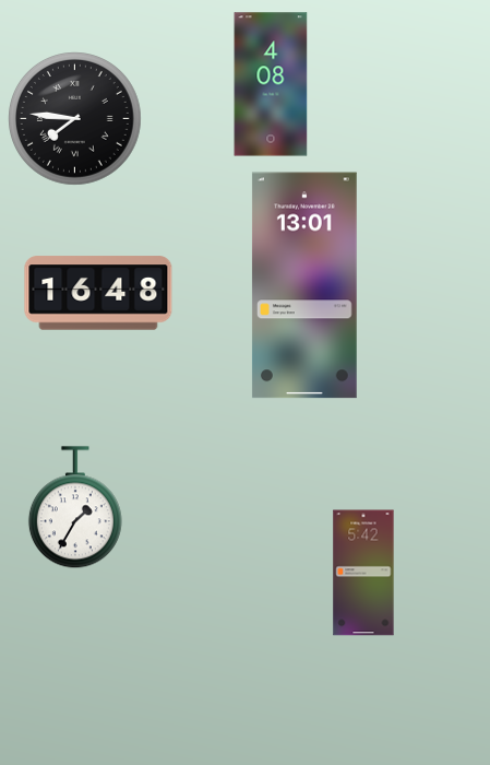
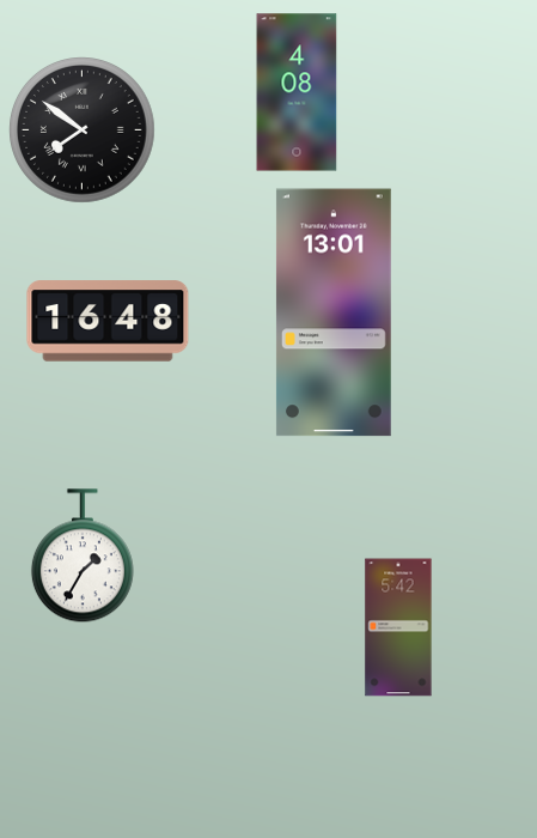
clock at (75, 119): 7:46 -> 7:51
